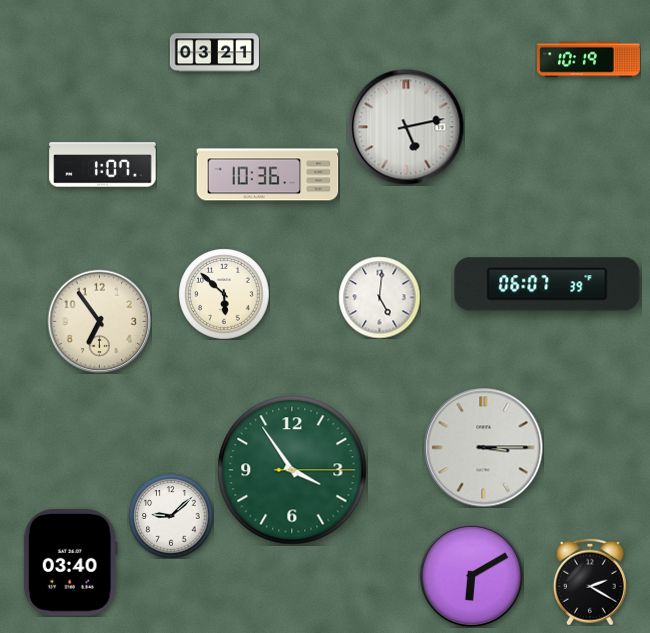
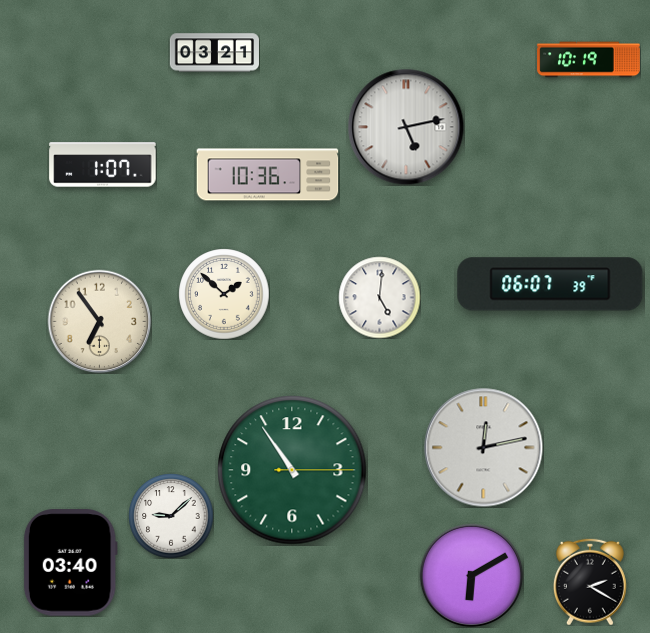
clock at (547, 284) position: (547, 284) -> (550, 284)
clock at (224, 294): 5:52 -> 1:52
clock at (484, 448): 3:15 -> 12:13
clock at (292, 470): 3:54 -> 10:54
